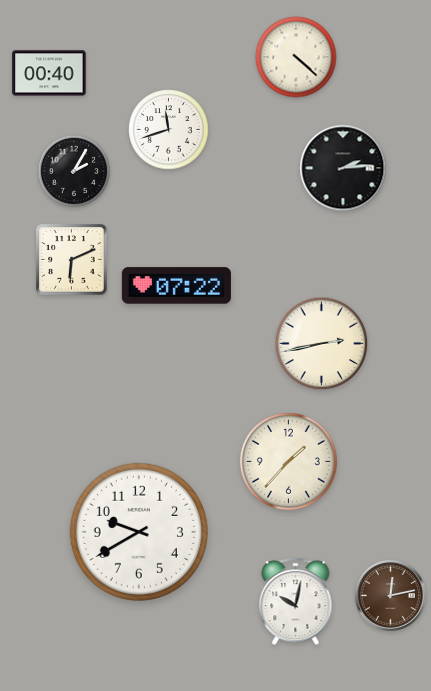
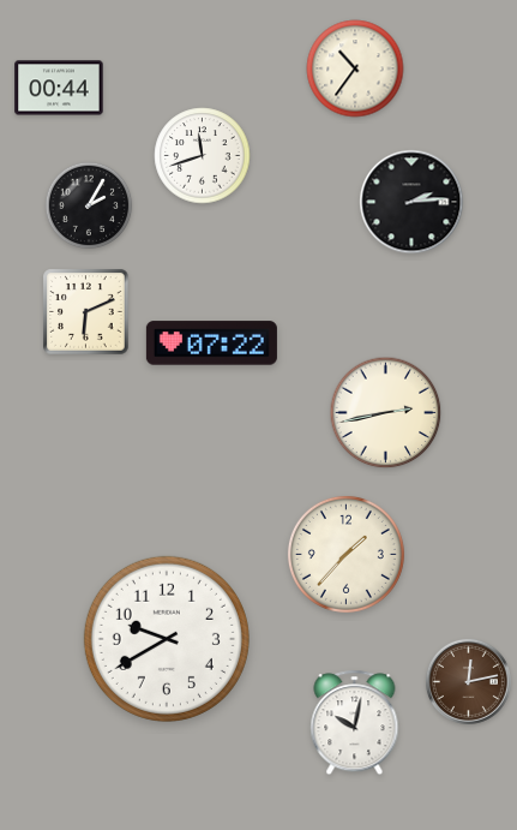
clock at (296, 57): 4:22 -> 10:36
clock at (49, 73): 00:40 -> 00:44
clock at (390, 595) position: (390, 595) -> (468, 681)
